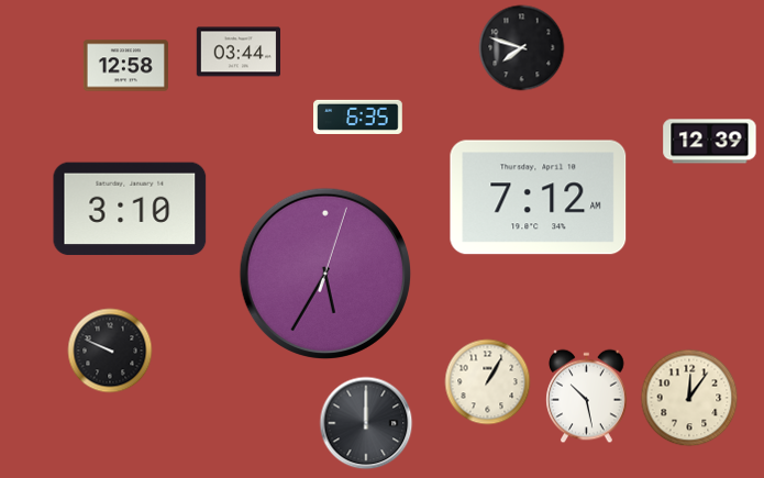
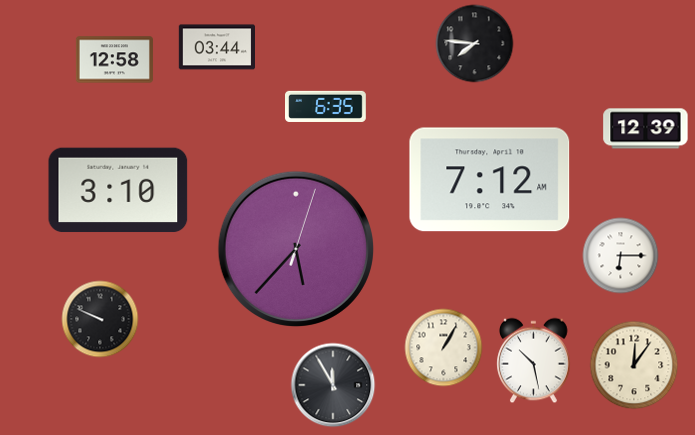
clock at (522, 48): 7:48 -> 7:46
clock at (325, 274): 5:35 -> 5:37
clock at (621, 256): none -> 6:15
clock at (689, 398) position: (689, 398) -> (634, 365)
clock at (366, 423): 12:00 -> 11:55
